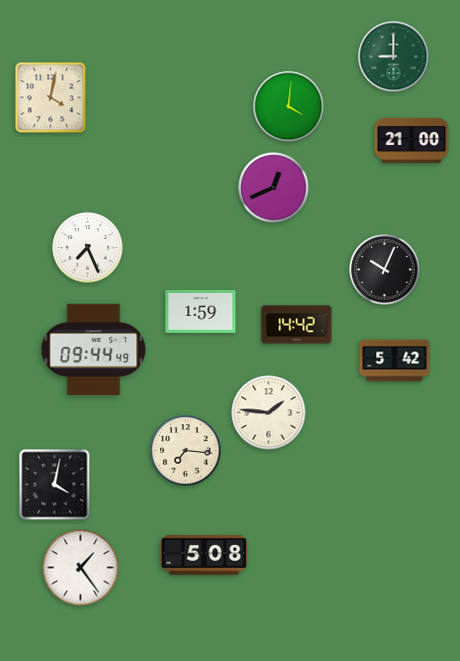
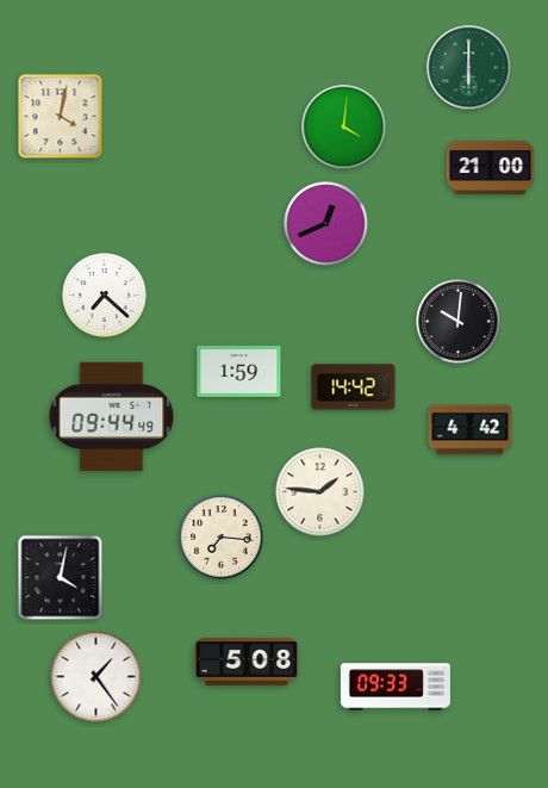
clock at (394, 57): 9:00 -> 6:00
clock at (88, 248): 7:26 -> 7:22
clock at (385, 270): 10:04 -> 10:01
clock at (395, 361): 5:42 -> 4:42
clock at (55, 485) position: (55, 485) -> (61, 578)
clock at (204, 555) position: (204, 555) -> (247, 662)
clock at (396, 687): none -> 09:33
